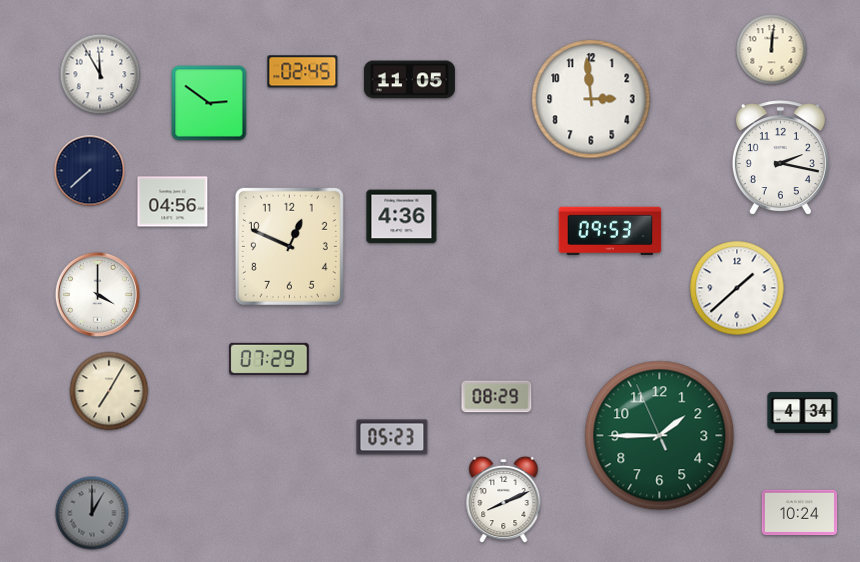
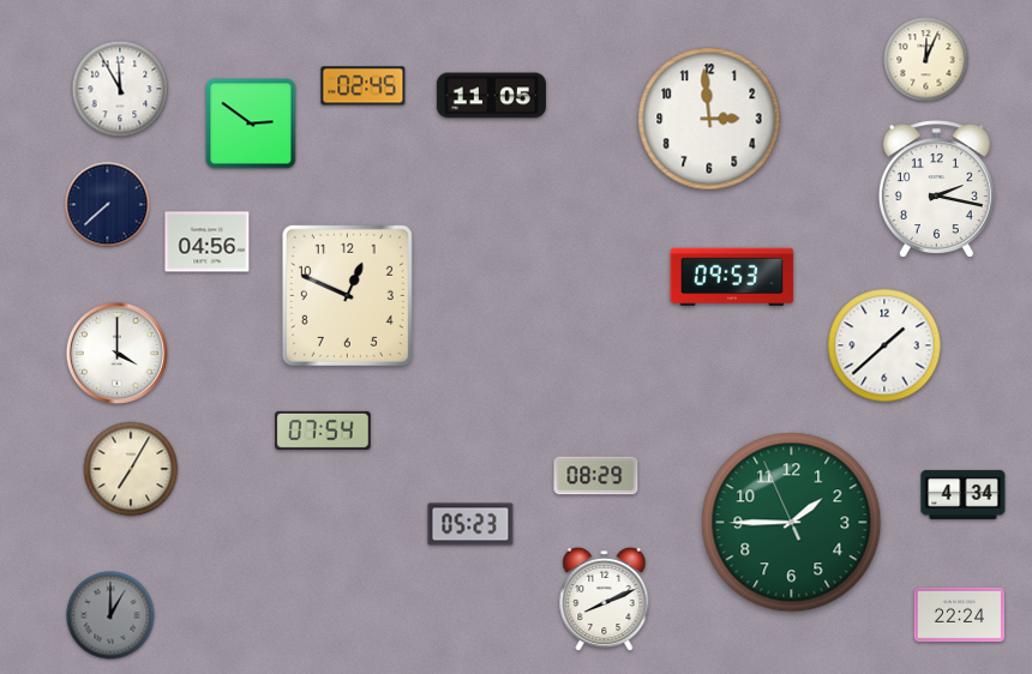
clock at (772, 50): 12:01 -> 12:04
clock at (402, 217): 4:36 -> none
clock at (269, 359): 07:29 -> 07:54
clock at (800, 513): 10:24 -> 22:24
